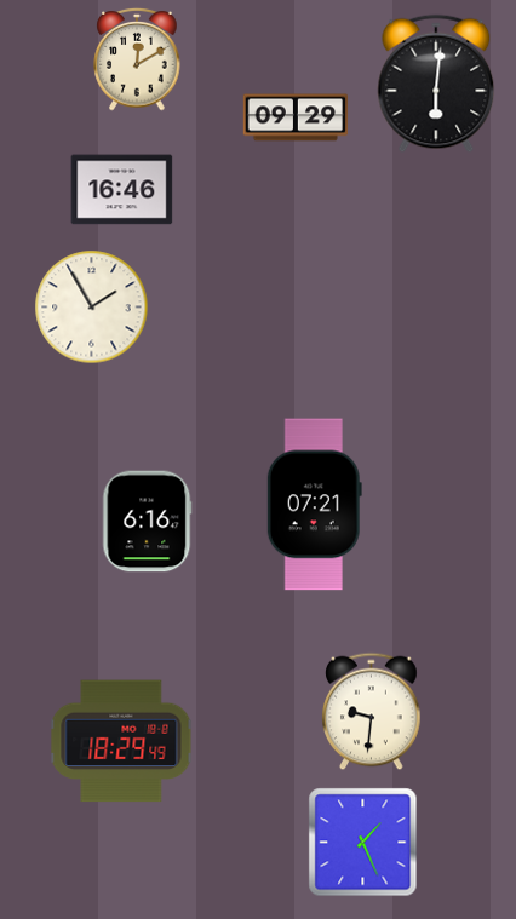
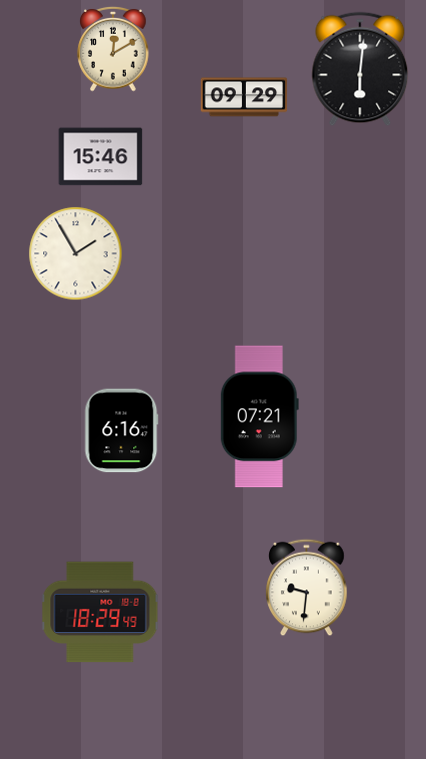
clock at (122, 190): 16:46 -> 15:46
clock at (363, 843): 1:26 -> none
